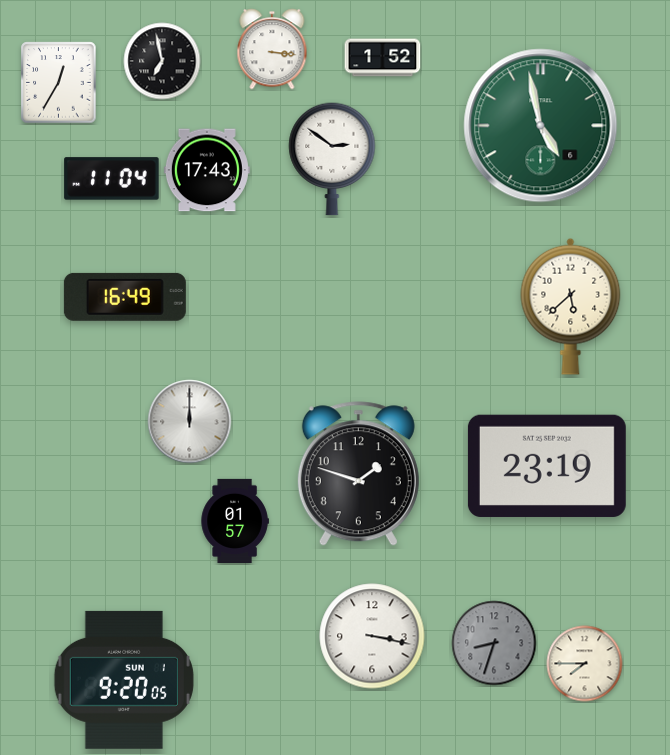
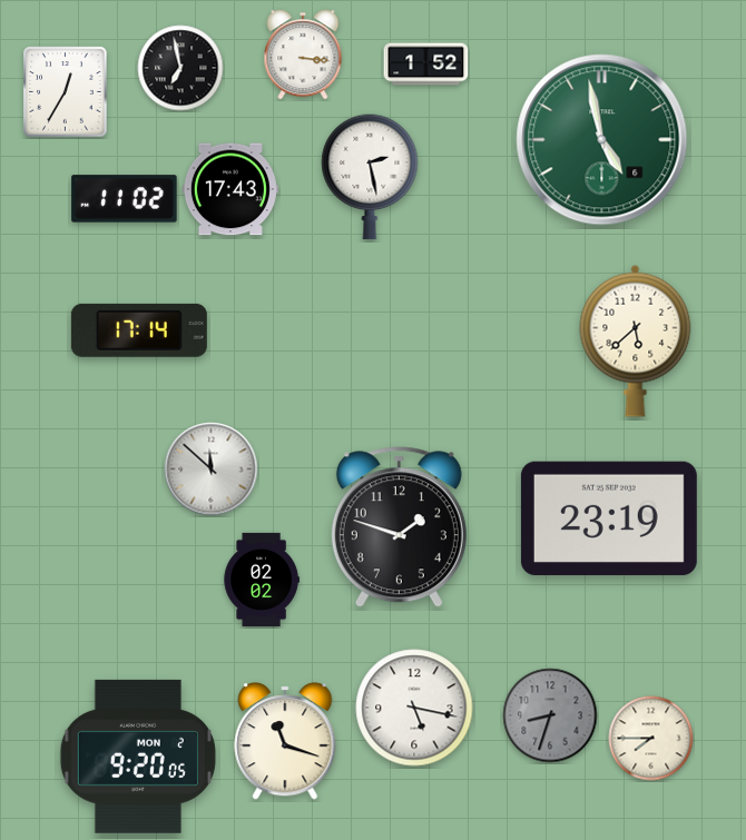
clock at (332, 159): 2:51 -> 2:28
clock at (112, 179): 11:04 -> 11:02
clock at (125, 297): 16:49 -> 17:14
clock at (190, 422): 12:00 -> 11:52
clock at (235, 520): 01:57 -> 02:02
clock at (372, 636): 3:17 -> 5:17
clock at (285, 741): none -> 11:18
clock at (124, 680) date: SUN 1 -> MON 2
